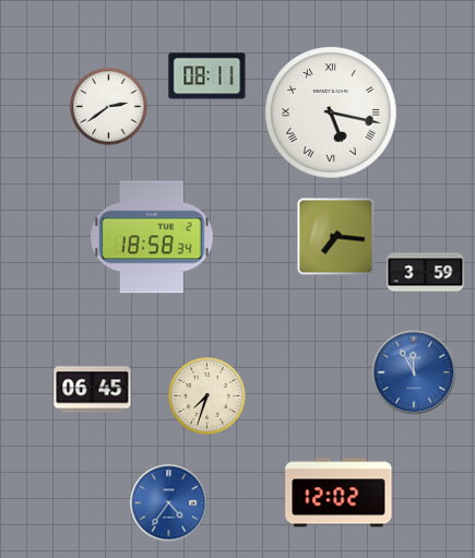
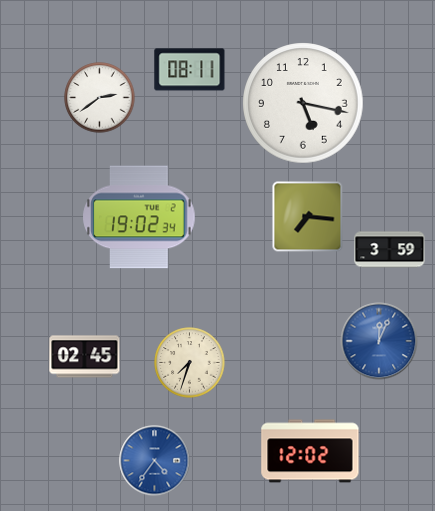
clock at (331, 112) numerals: Roman -> Arabic
clock at (152, 237): 18:58 -> 19:02
clock at (414, 372): 11:55 -> 12:04
clock at (93, 390): 06:45 -> 02:45
